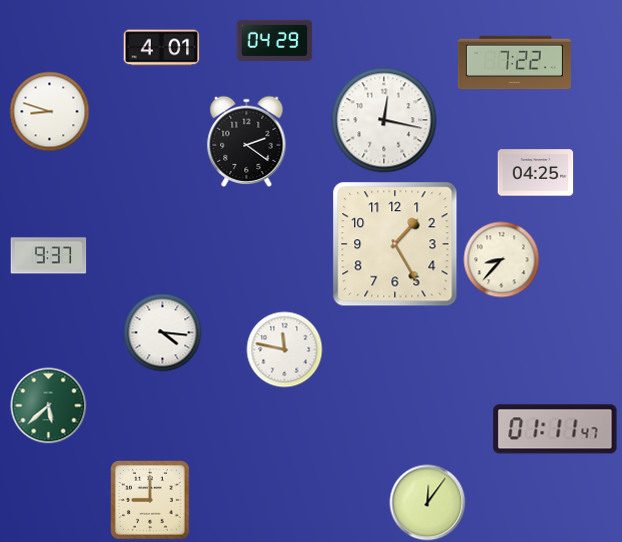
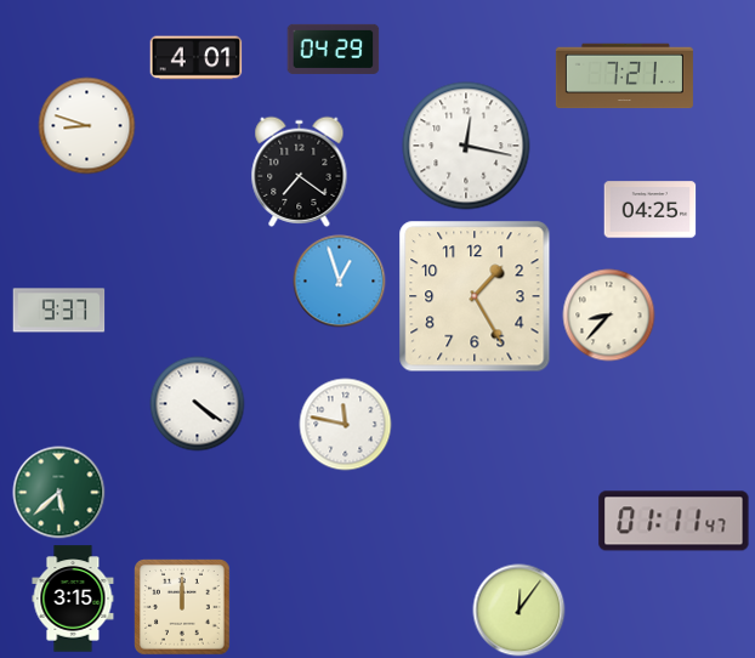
clock at (514, 63): 7:22 -> 7:21
clock at (50, 112) position: (50, 112) -> (87, 126)
clock at (247, 141): 2:21 -> 7:21
clock at (340, 282): none -> 12:57
clock at (395, 244) position: (395, 244) -> (475, 296)
clock at (163, 333): 4:16 -> 4:21
clock at (73, 599): none -> 3:15
clock at (151, 501): 9:00 -> 12:00
